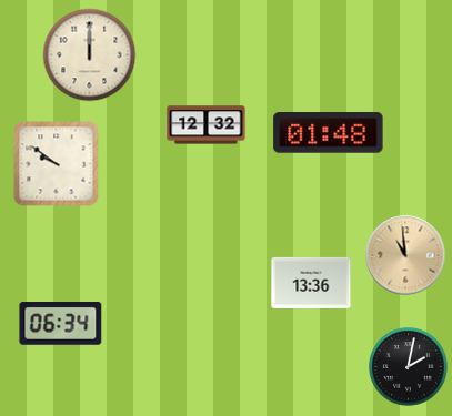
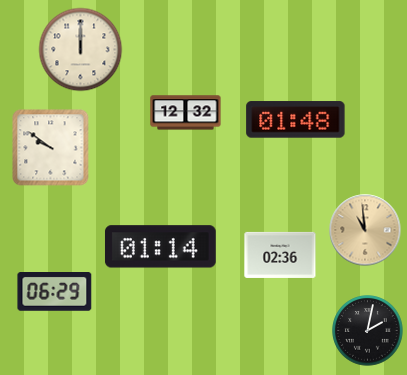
clock at (160, 247): none -> 01:14
clock at (311, 283): 13:36 -> 02:36
clock at (61, 324): 06:34 -> 06:29
